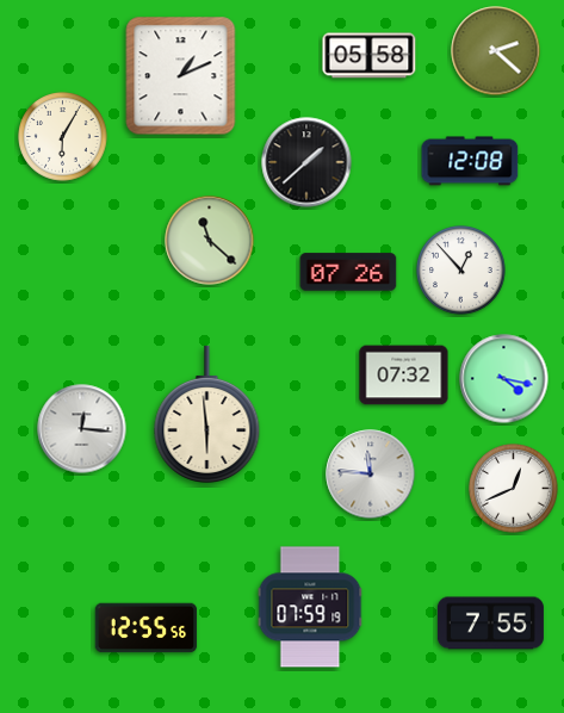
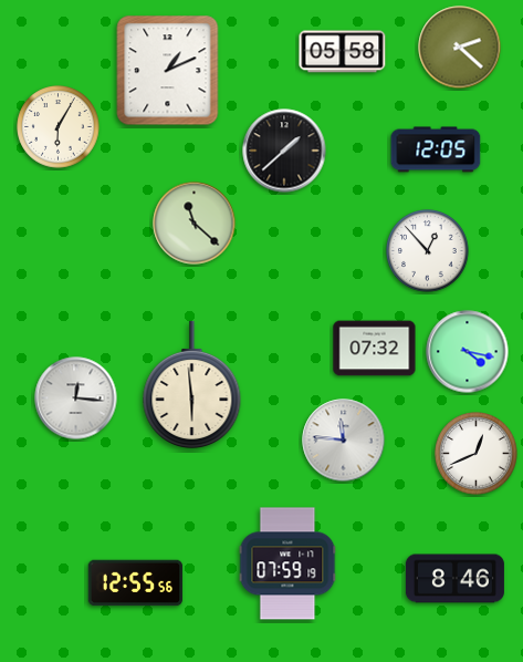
clock at (470, 161): 12:08 -> 12:05
clock at (348, 272): 07:26 -> none
clock at (490, 624): 7:55 -> 8:46
